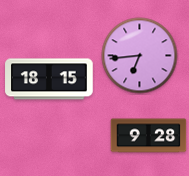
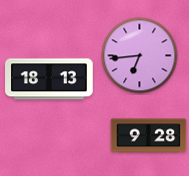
clock at (49, 79): 18:15 -> 18:13
